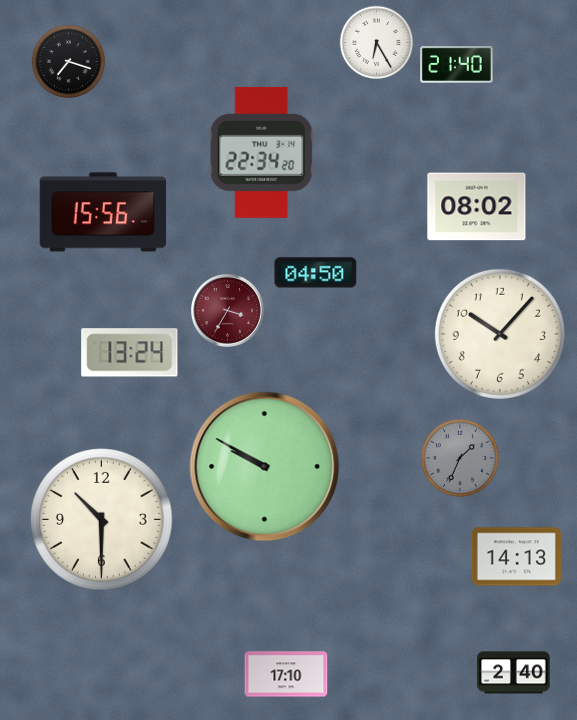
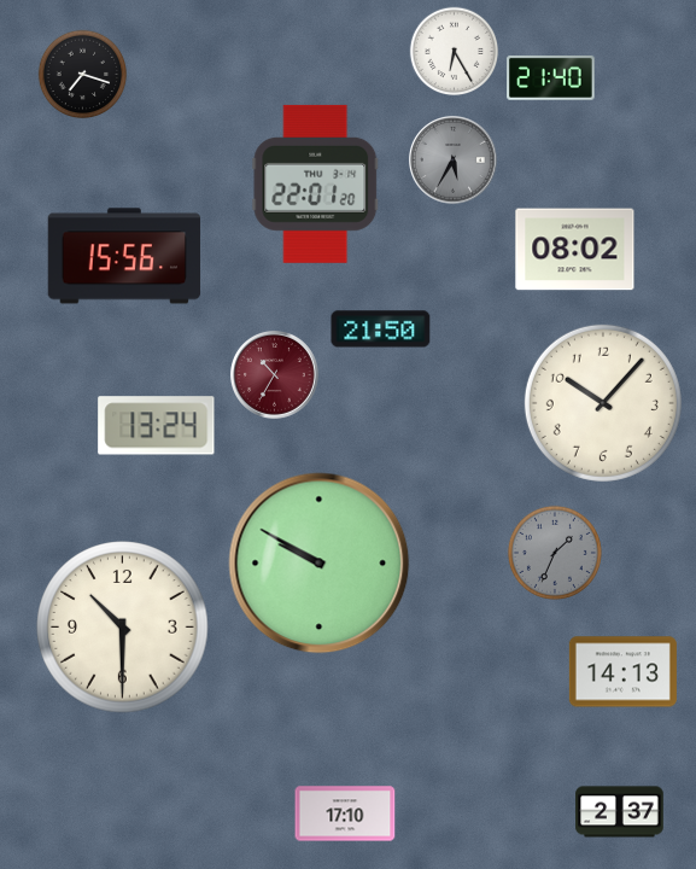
clock at (454, 161): none -> 5:35
clock at (262, 152): 22:34 -> 22:01
clock at (316, 273): 04:50 -> 21:50
clock at (228, 311): 3:35 -> 10:35
clock at (514, 673): 2:40 -> 2:37
